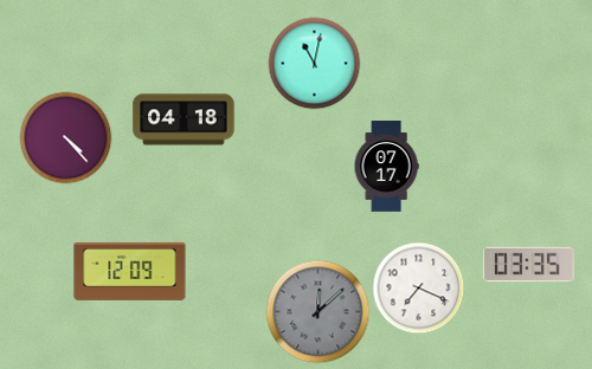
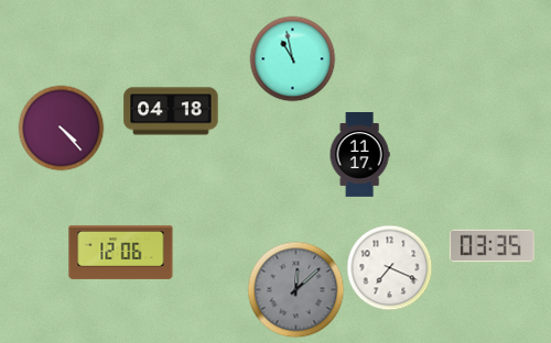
clock at (314, 63): 11:02 -> 10:58
clock at (386, 167): 07:17 -> 11:17
clock at (130, 271): 12:09 -> 12:06
